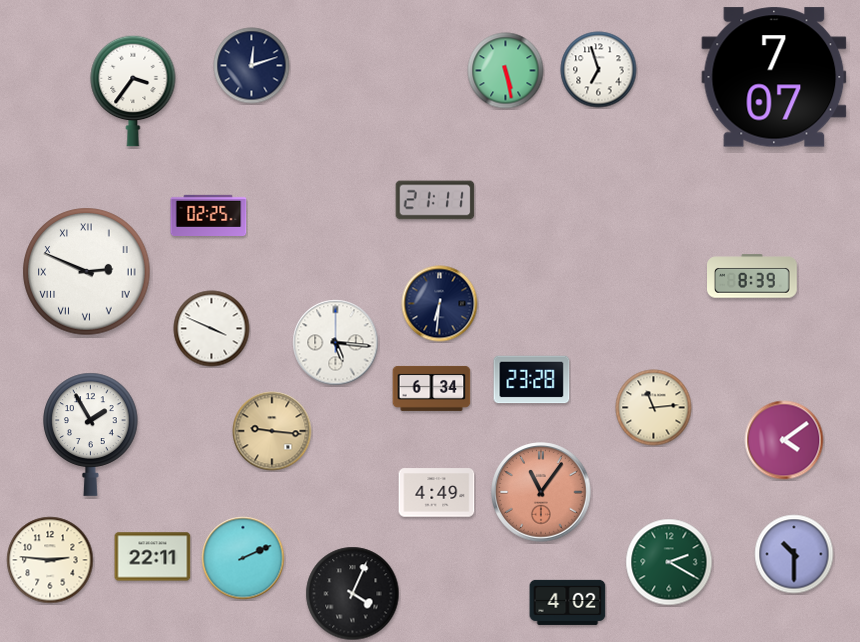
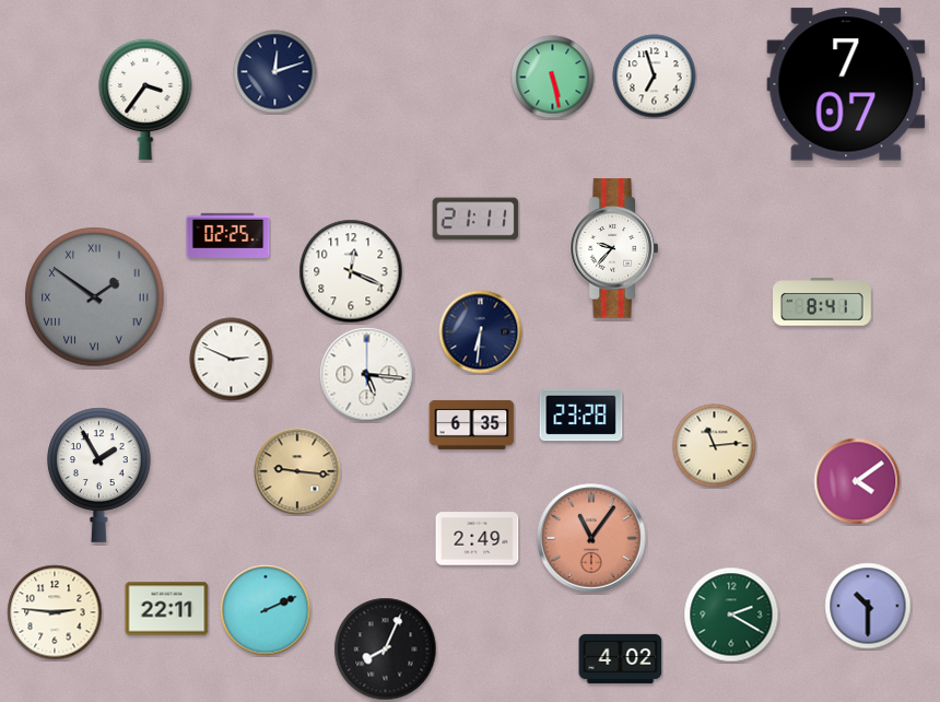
clock at (613, 248): none -> 9:37
clock at (351, 271): none -> 12:19
clock at (87, 272): 2:49 -> 1:51
clock at (87, 272) dial: white -> grey
clock at (753, 276): 8:39 -> 8:41
clock at (212, 329): 3:49 -> 2:49
clock at (432, 388): 6:34 -> 6:35
clock at (437, 493): 4:49 -> 2:49
clock at (353, 594): 4:04 -> 8:04
